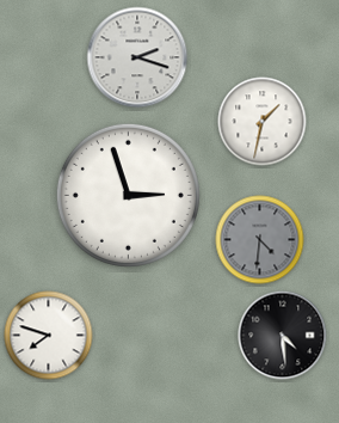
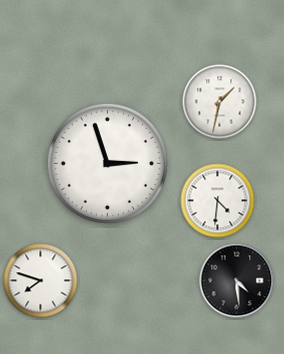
clock at (137, 57): 2:18 -> none
clock at (260, 240) dial: grey -> white
